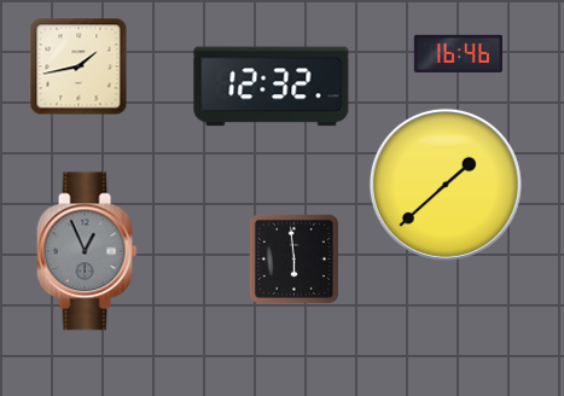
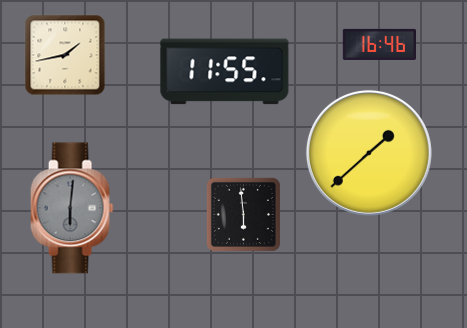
clock at (272, 87): 12:32 -> 11:55
clock at (87, 251): 12:56 -> 6:01
